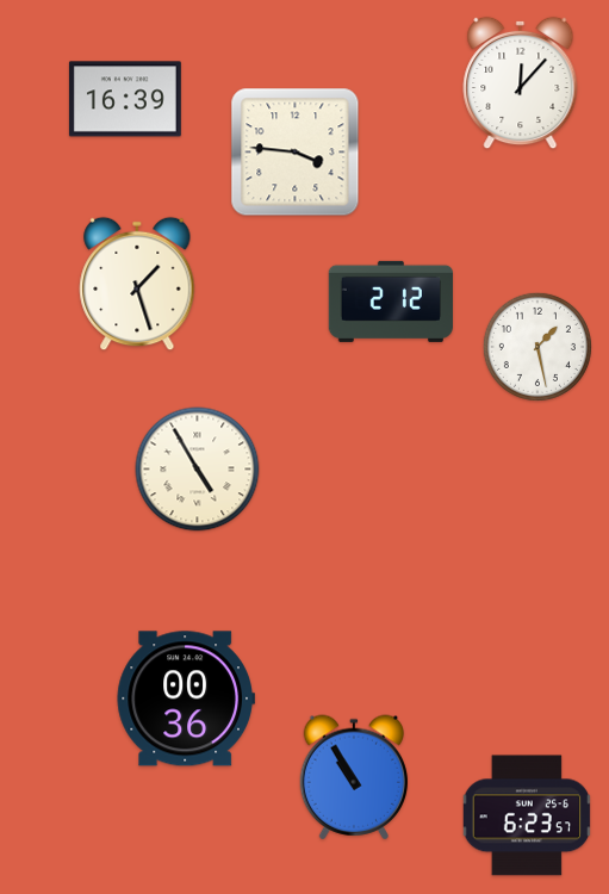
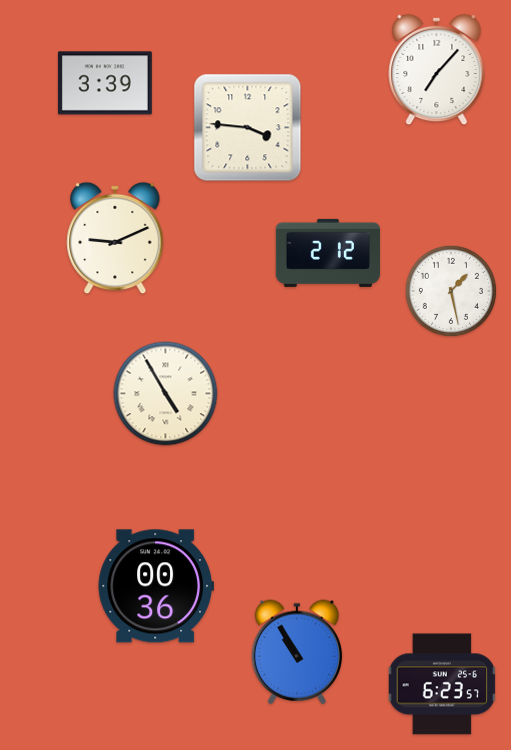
clock at (521, 83): 12:07 -> 7:07
clock at (125, 99): 16:39 -> 3:39
clock at (137, 284): 1:27 -> 9:11
